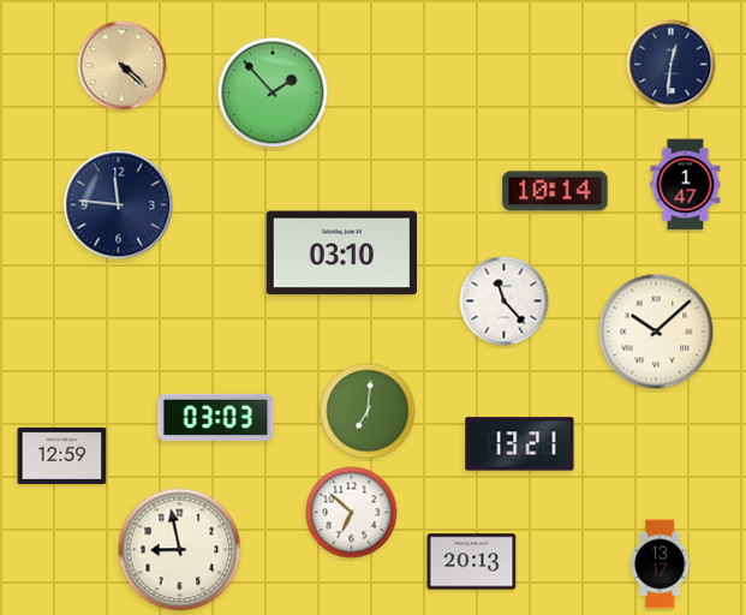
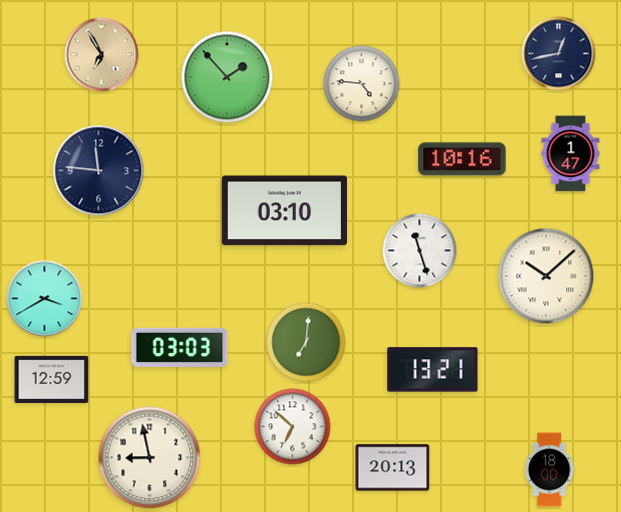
clock at (672, 65): 12:31 -> 12:43
clock at (123, 66): 4:22 -> 6:55
clock at (362, 84): none -> 4:46
clock at (555, 191): 10:14 -> 10:16
clock at (505, 301): 11:23 -> 11:27
clock at (45, 299): none -> 3:40
clock at (660, 565): 13:17 -> 18:00
